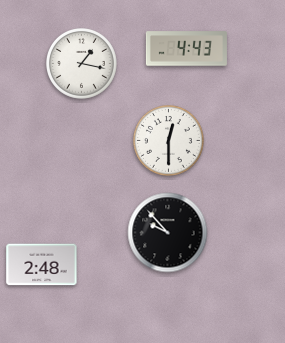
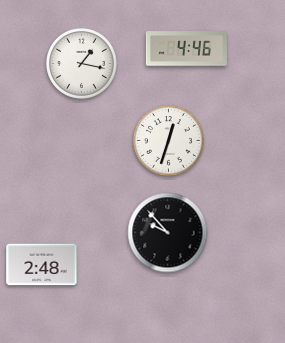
clock at (186, 49): 4:43 -> 4:46
clock at (169, 141): 12:30 -> 12:33
